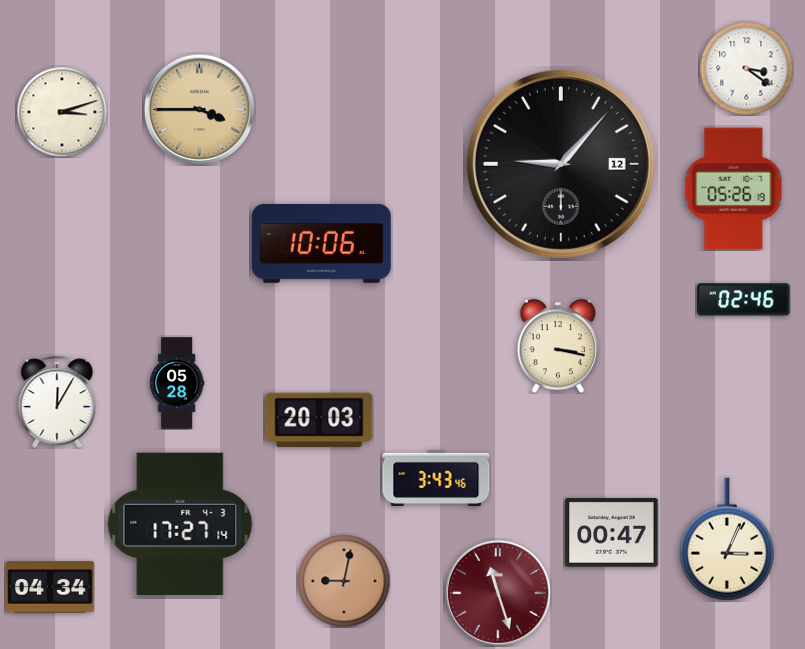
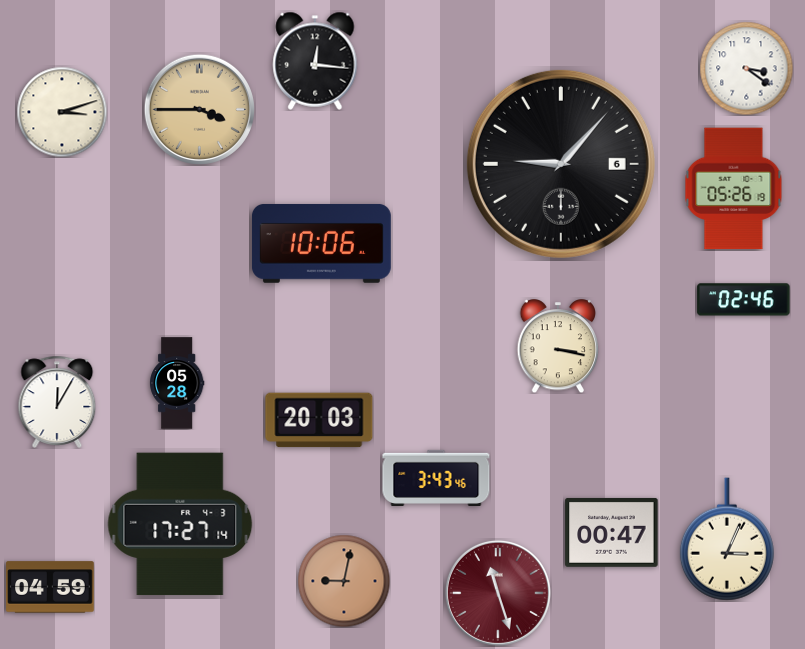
clock at (315, 61): none -> 12:16
clock at (561, 164) date: 12 -> 6
clock at (50, 587): 04:34 -> 04:59
